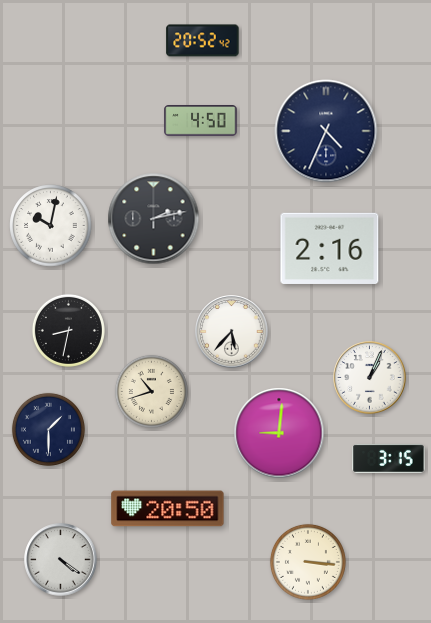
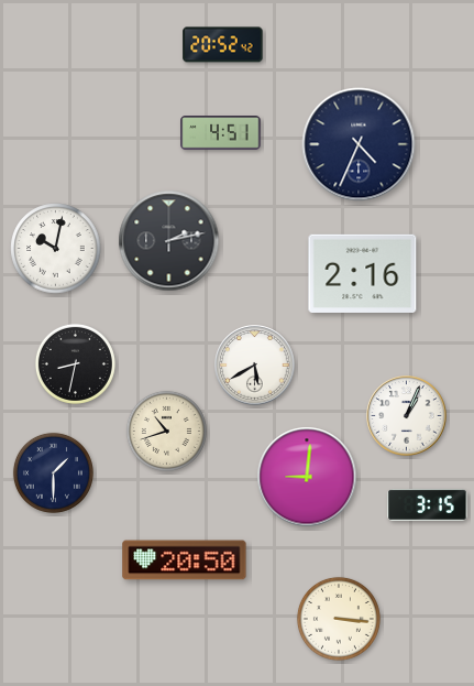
clock at (201, 121): 4:50 -> 4:51
clock at (232, 332): 5:37 -> 5:40
clock at (61, 560): 4:21 -> none
